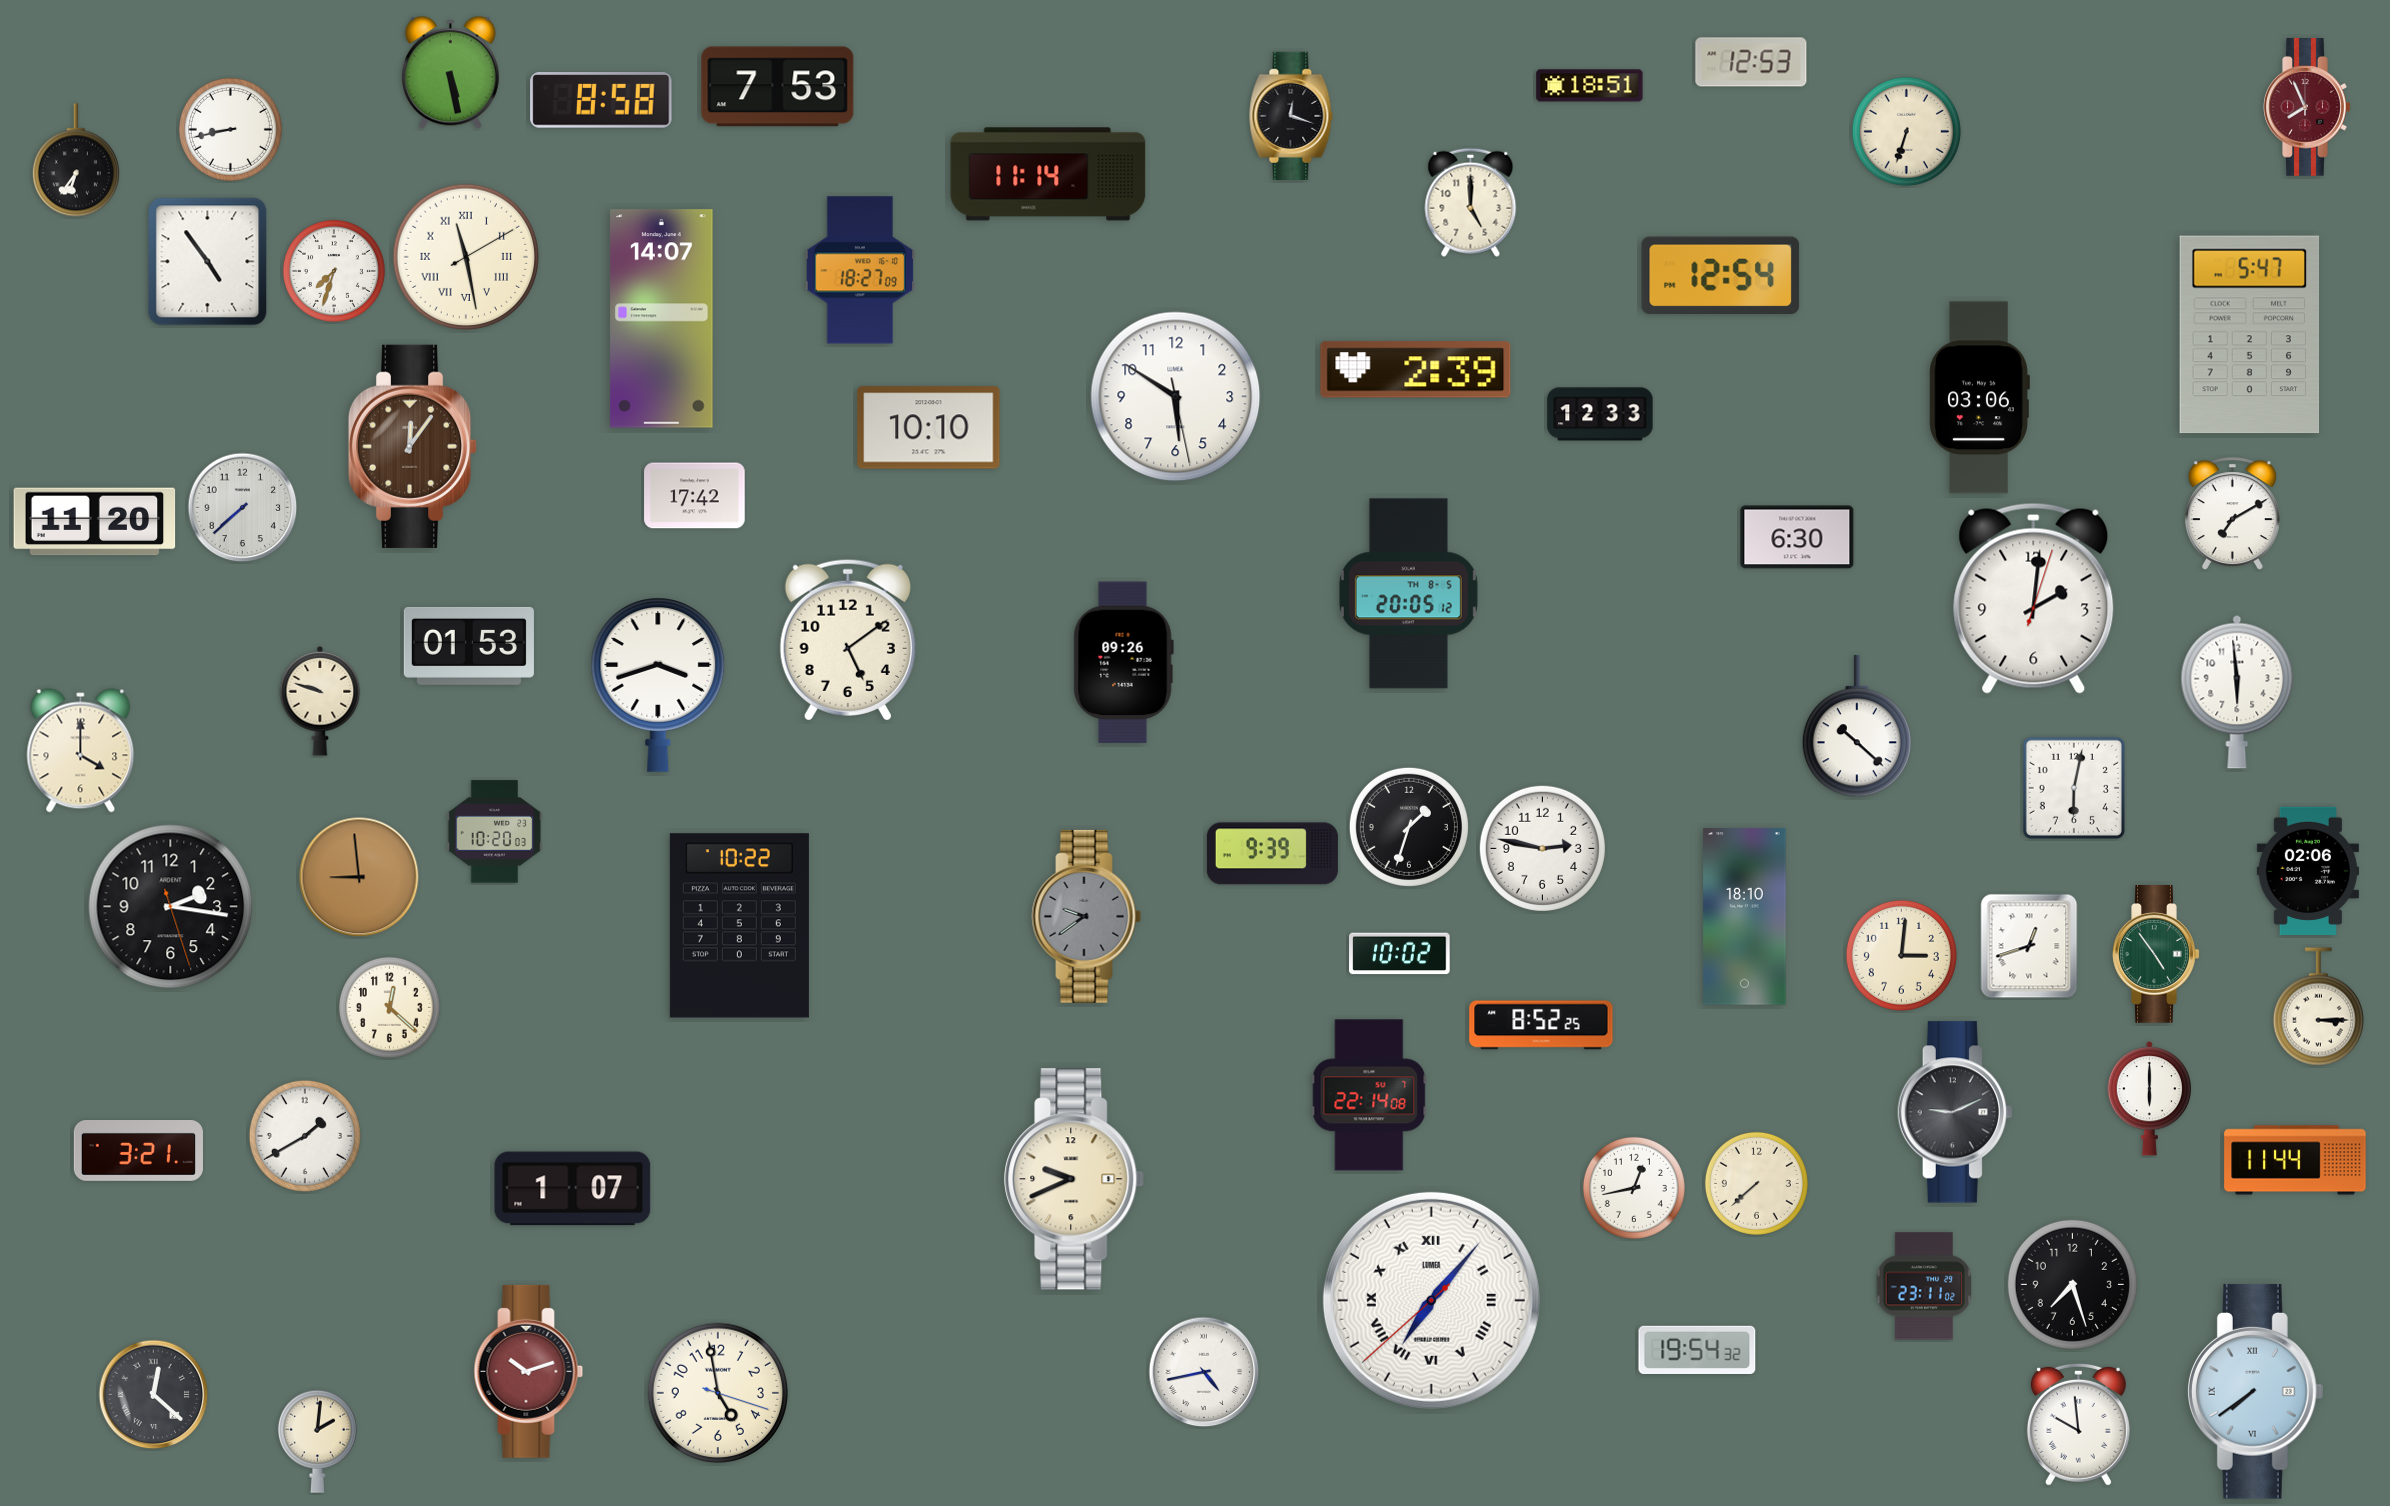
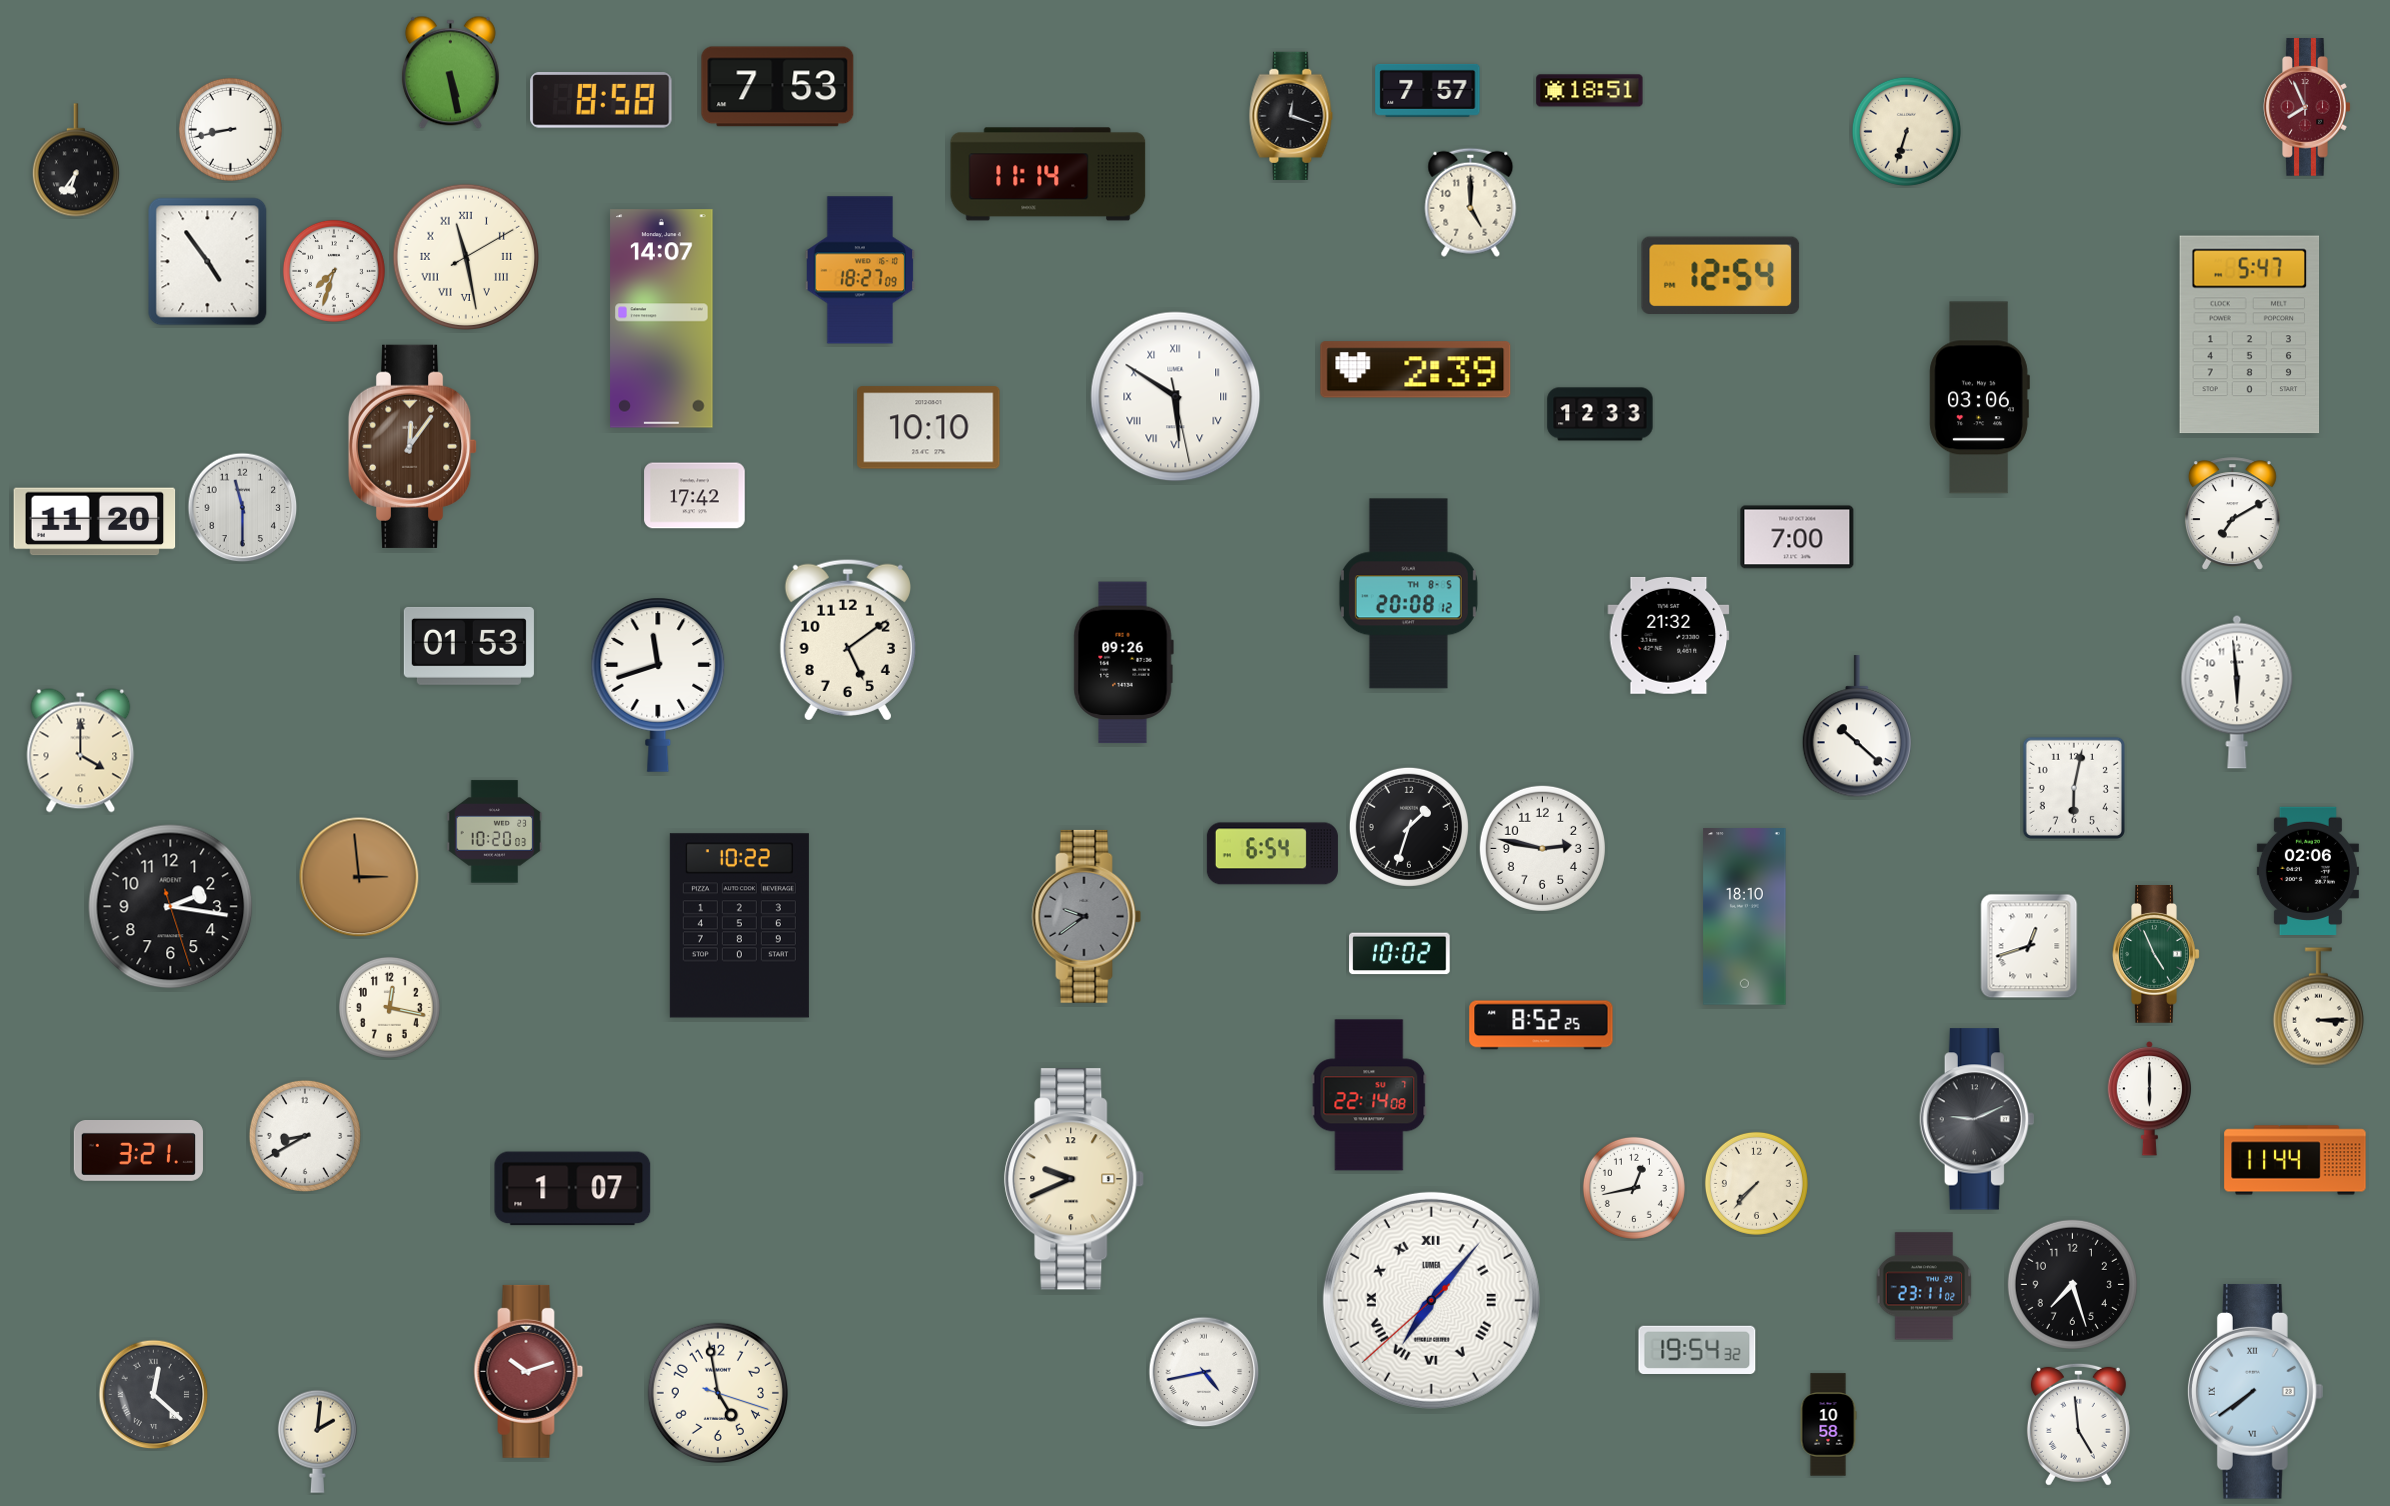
clock at (1751, 62): 12:53 -> none
clock at (1590, 86) position: (1590, 86) -> (1590, 91)
clock at (1428, 90): none -> 7:57
clock at (1176, 397) numerals: Arabic -> Roman
clock at (243, 508): 7:38 -> 11:30
clock at (1797, 537): 6:30 -> 7:00
clock at (1408, 594): 20:05 -> 20:08
clock at (2034, 598): 2:01 -> none
clock at (1669, 635): none -> 21:32
clock at (658, 685): 3:42 -> 11:42
clock at (320, 702): 9:48 -> none
clock at (1272, 854): 9:39 -> 6:54
clock at (359, 877): 8:59 -> 2:59
clock at (1901, 955): 3:01 -> none
clock at (2156, 955): 4:54 -> 4:56
clock at (389, 1007): 12:22 -> 12:17
clock at (1955, 1112) position: (1955, 1112) -> (1977, 1119)
clock at (305, 1136): 1:40 -> 8:40
clock at (1756, 1183): 7:38 -> 7:37
clock at (2078, 1424): 9:59 -> 4:59
clock at (1828, 1425): none -> 10:58
